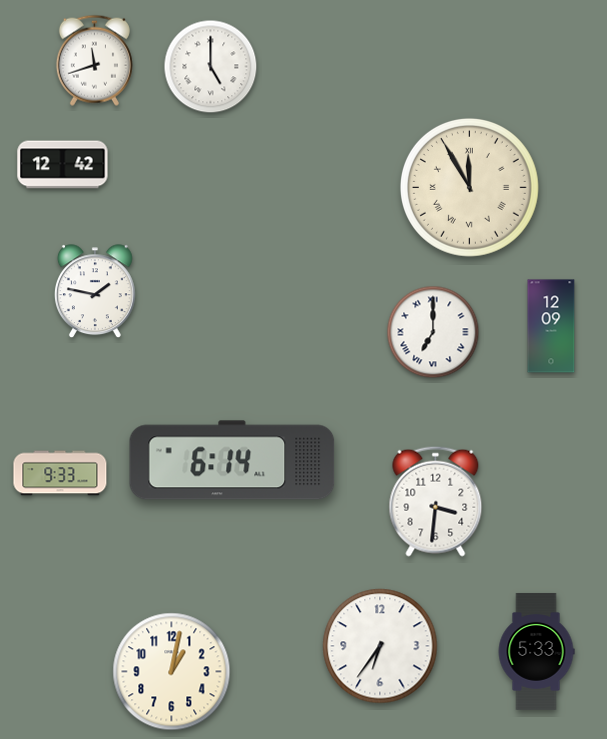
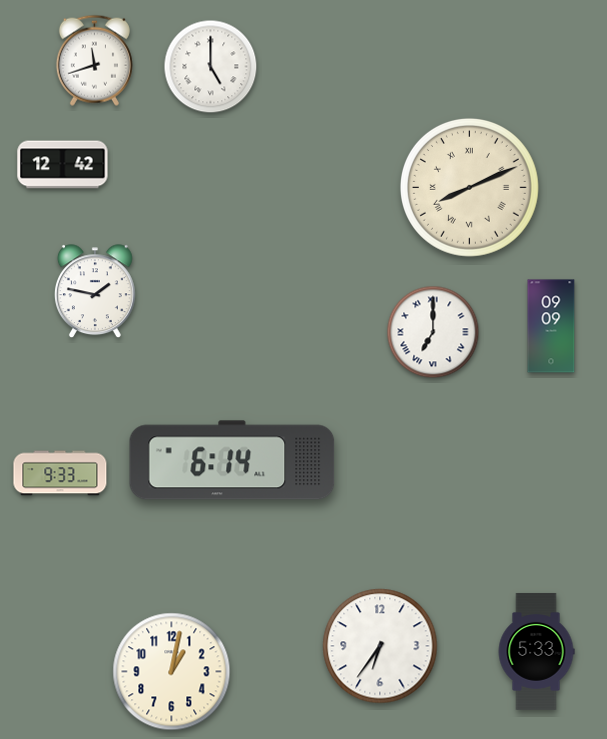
clock at (469, 187): 11:55 -> 8:11
clock at (551, 326): 12:09 -> 09:09
clock at (436, 501): 3:31 -> none
